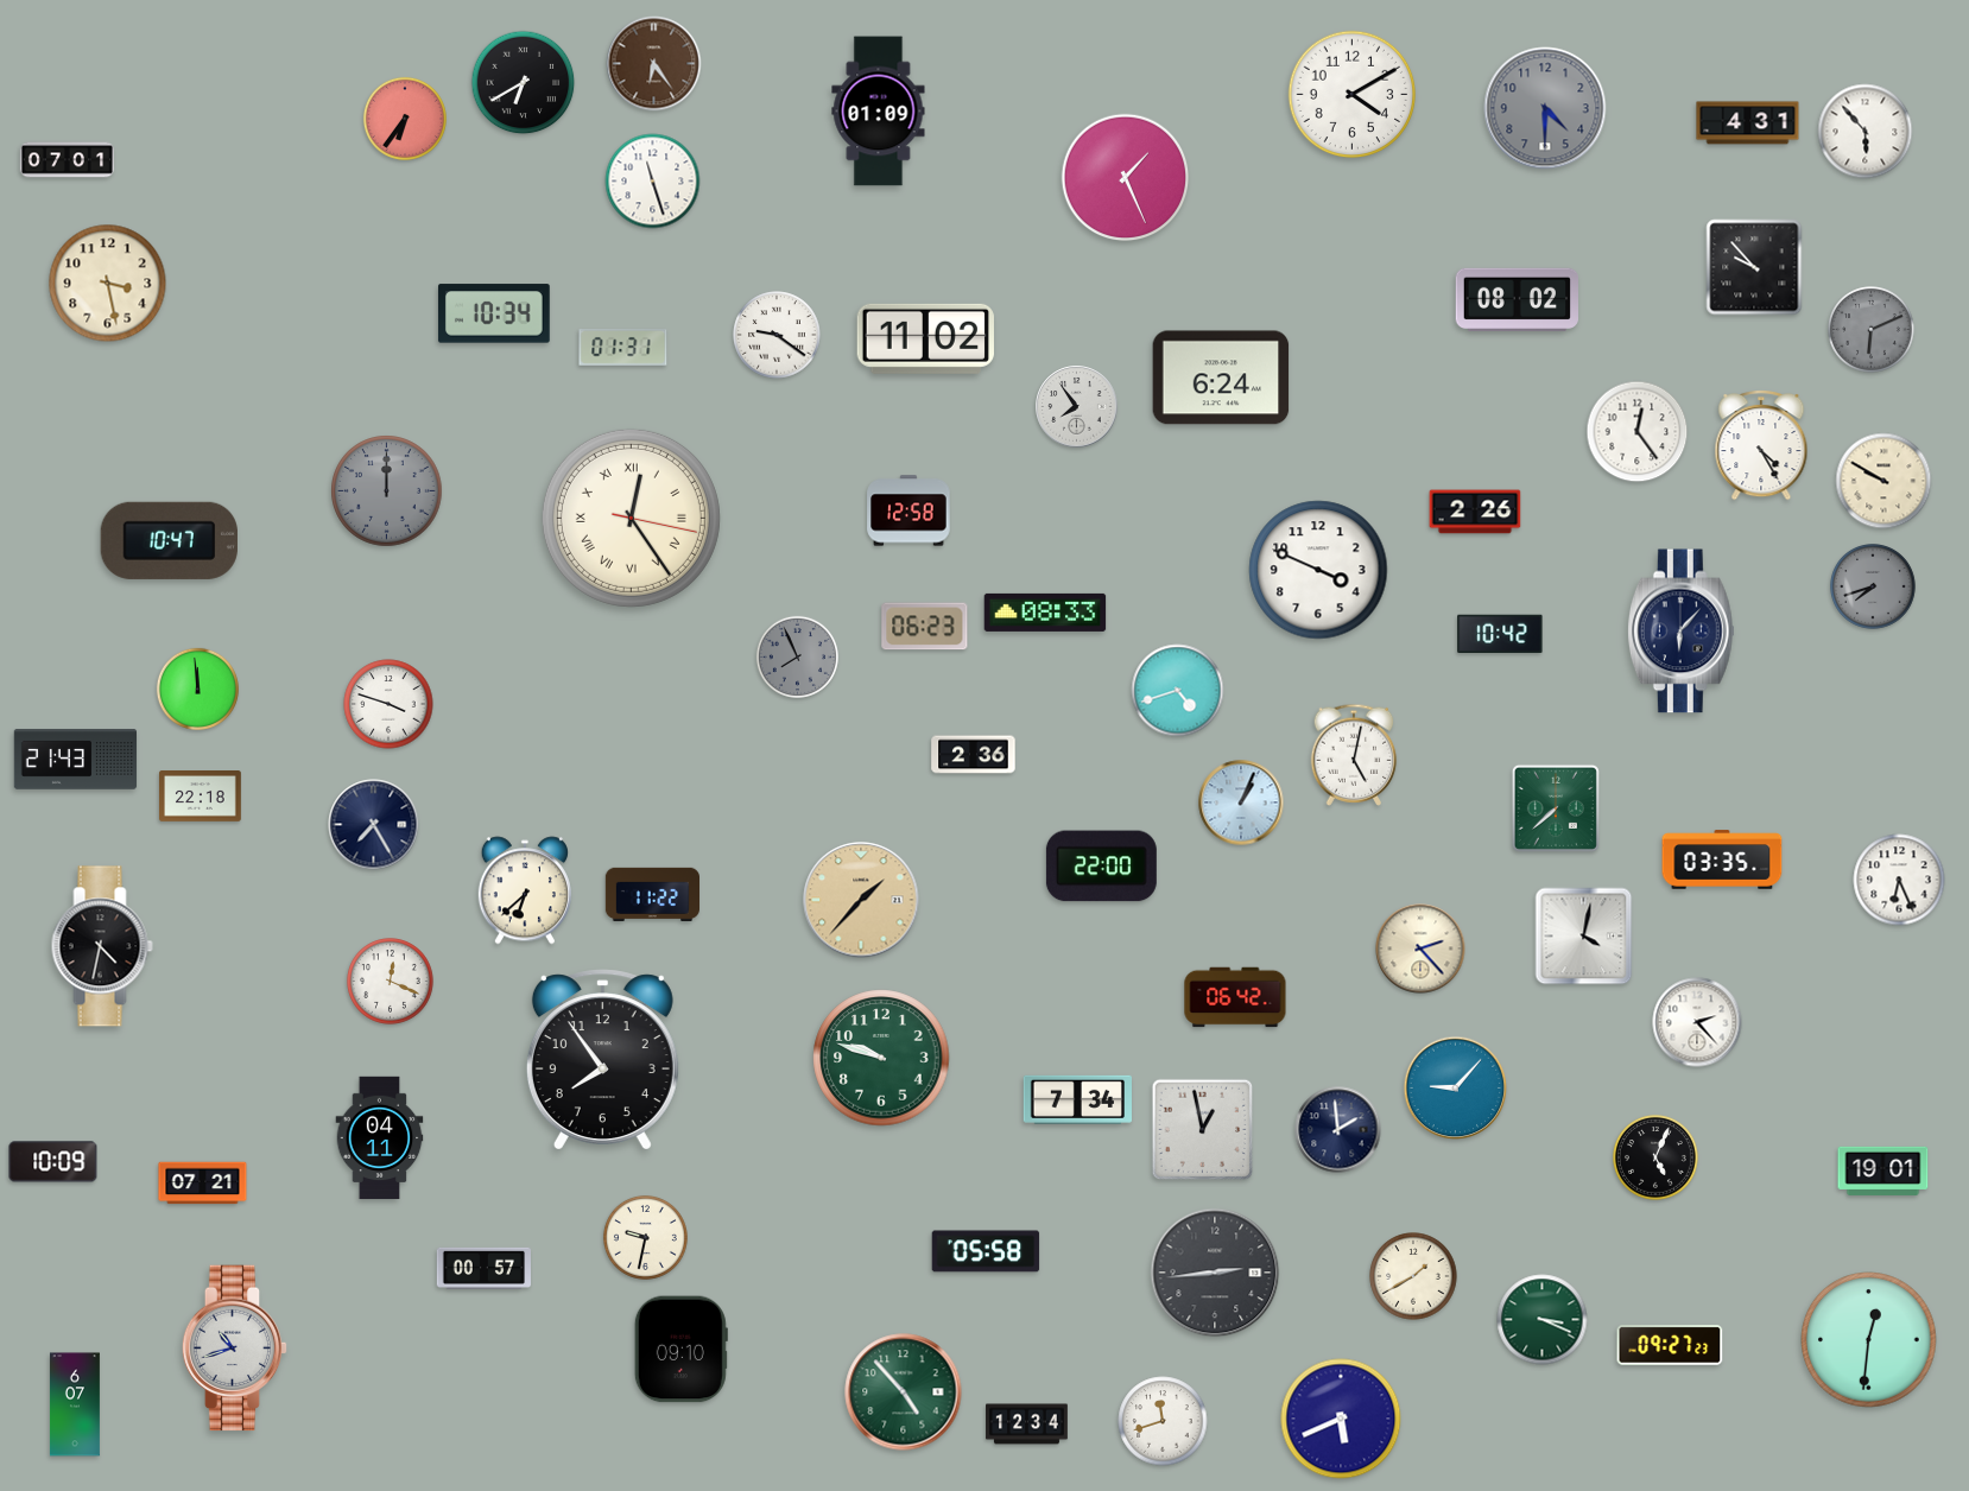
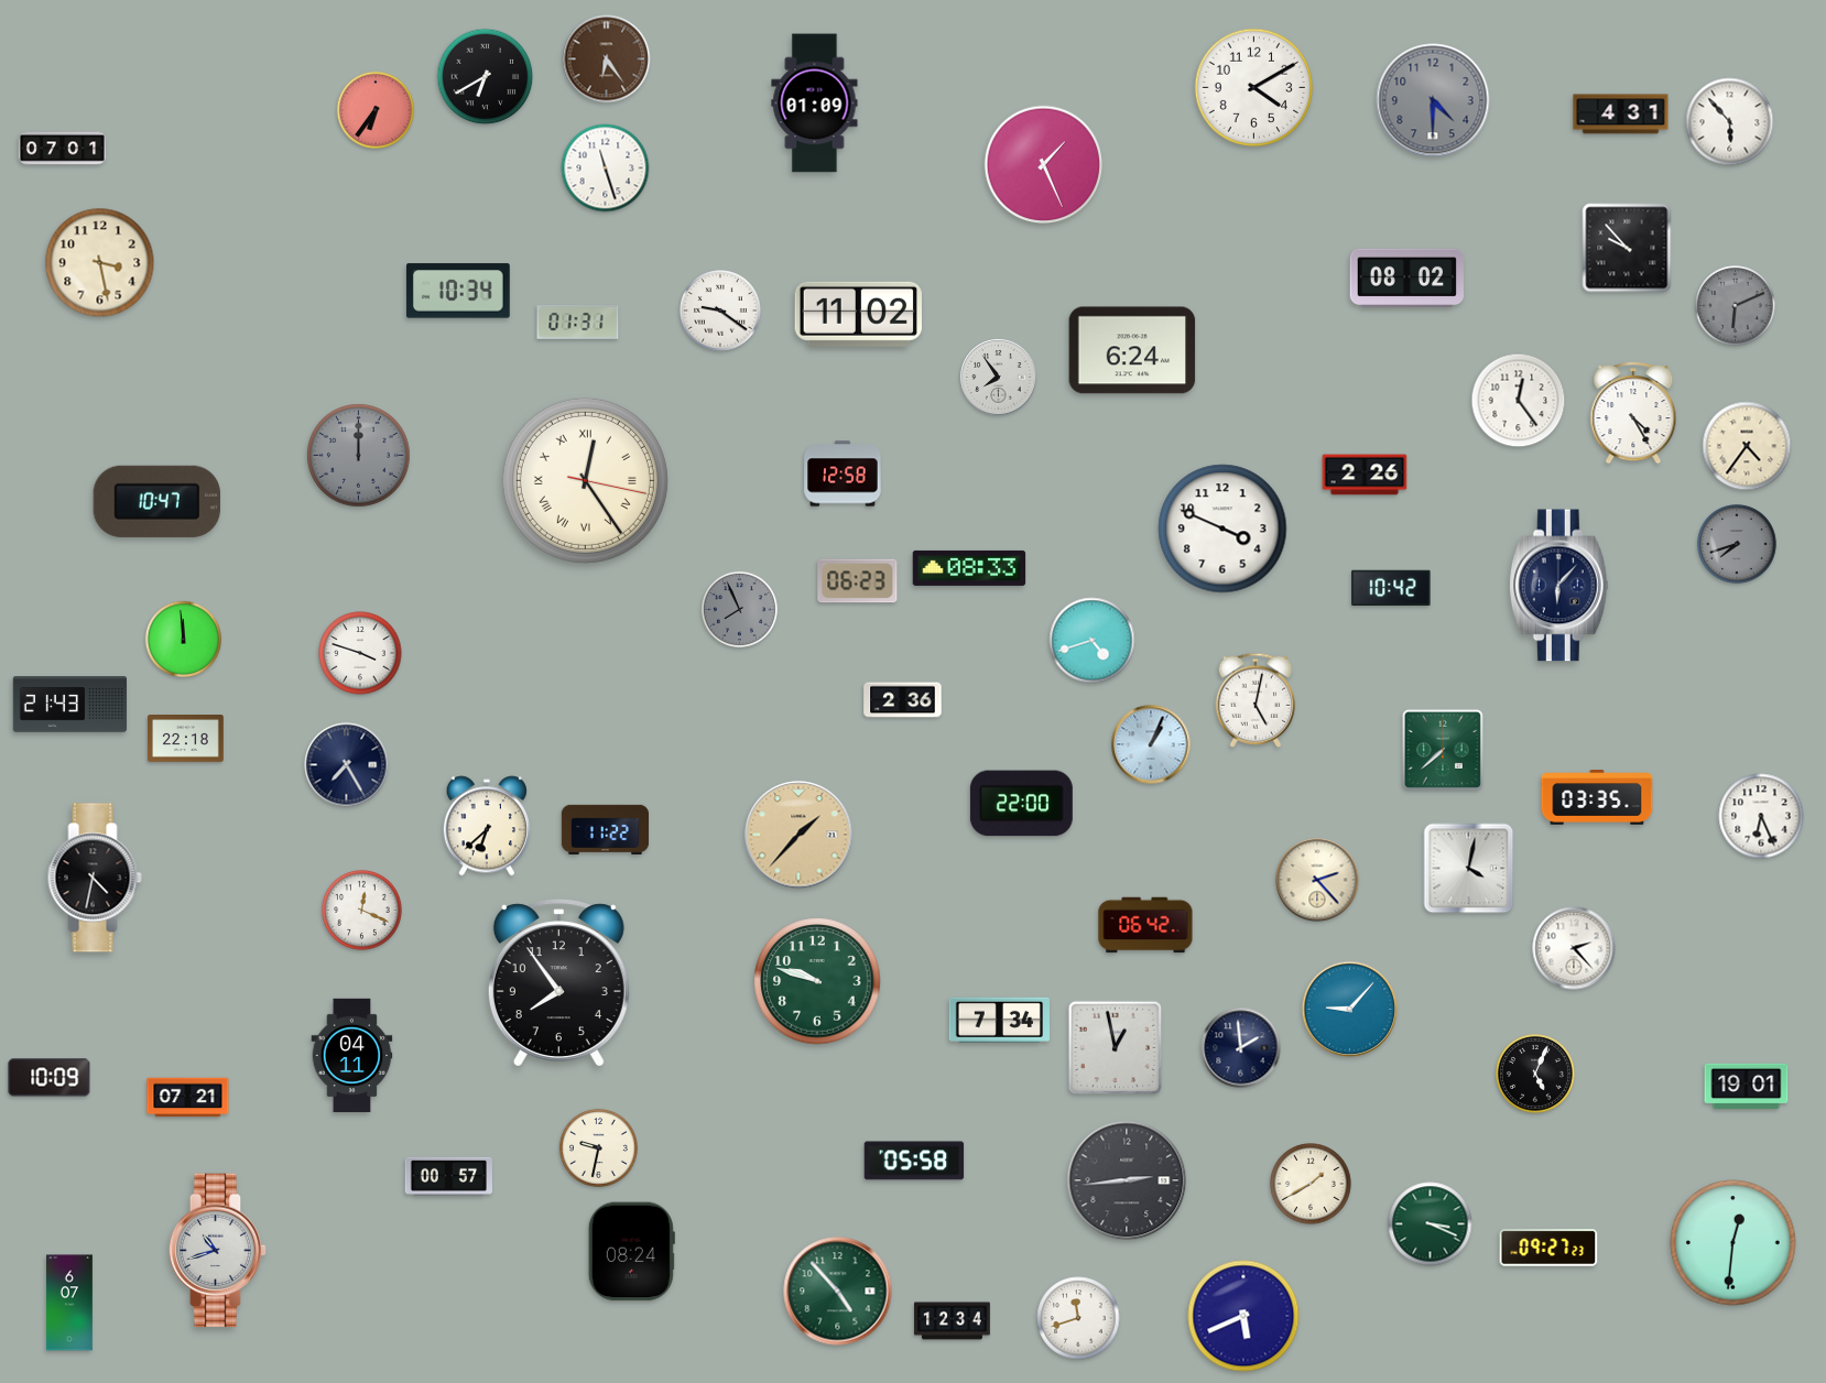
clock at (1883, 481): 9:50 -> 4:36
clock at (1475, 512) position: (1475, 512) -> (1365, 475)
clock at (680, 1350): 09:10 -> 08:24
